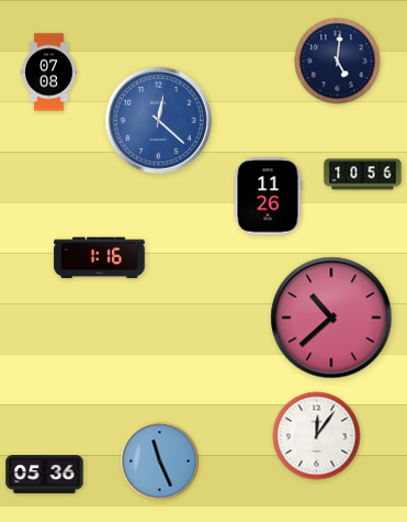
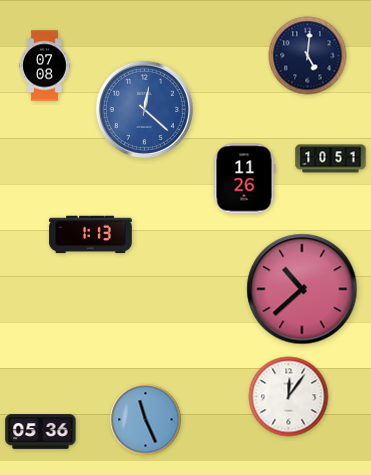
clock at (363, 175): 10:56 -> 10:51
clock at (100, 258): 1:16 -> 1:13
